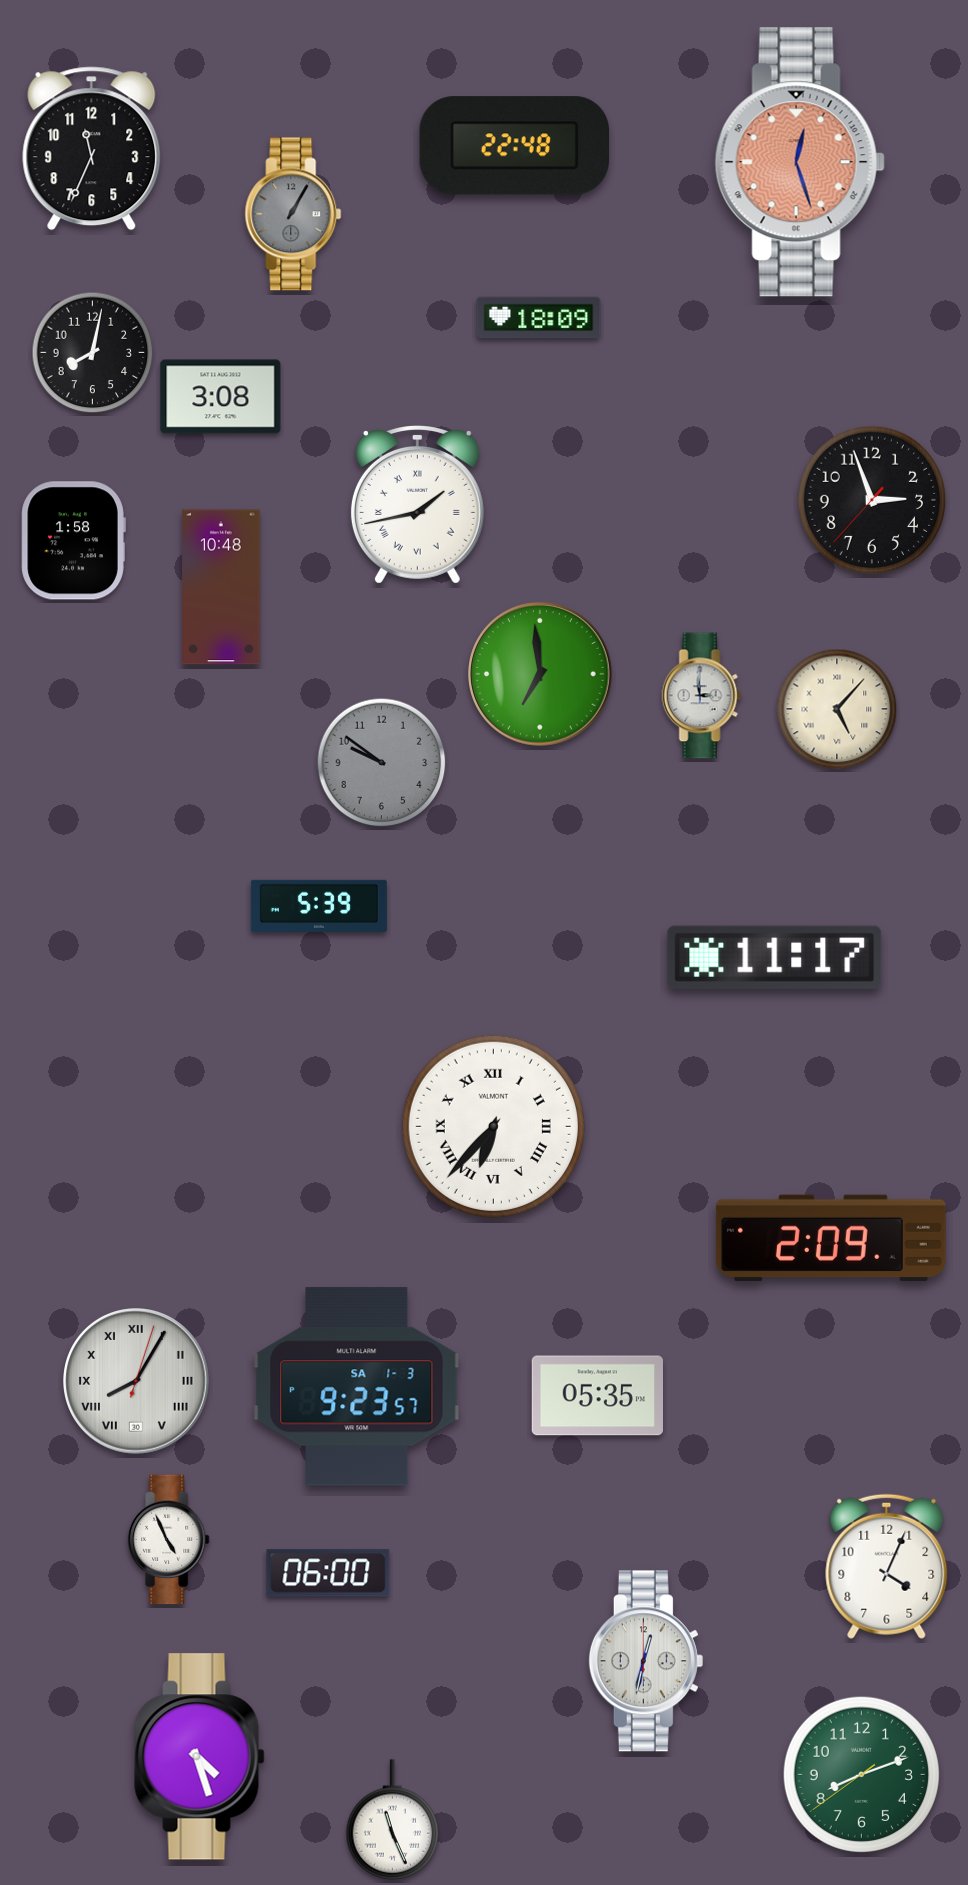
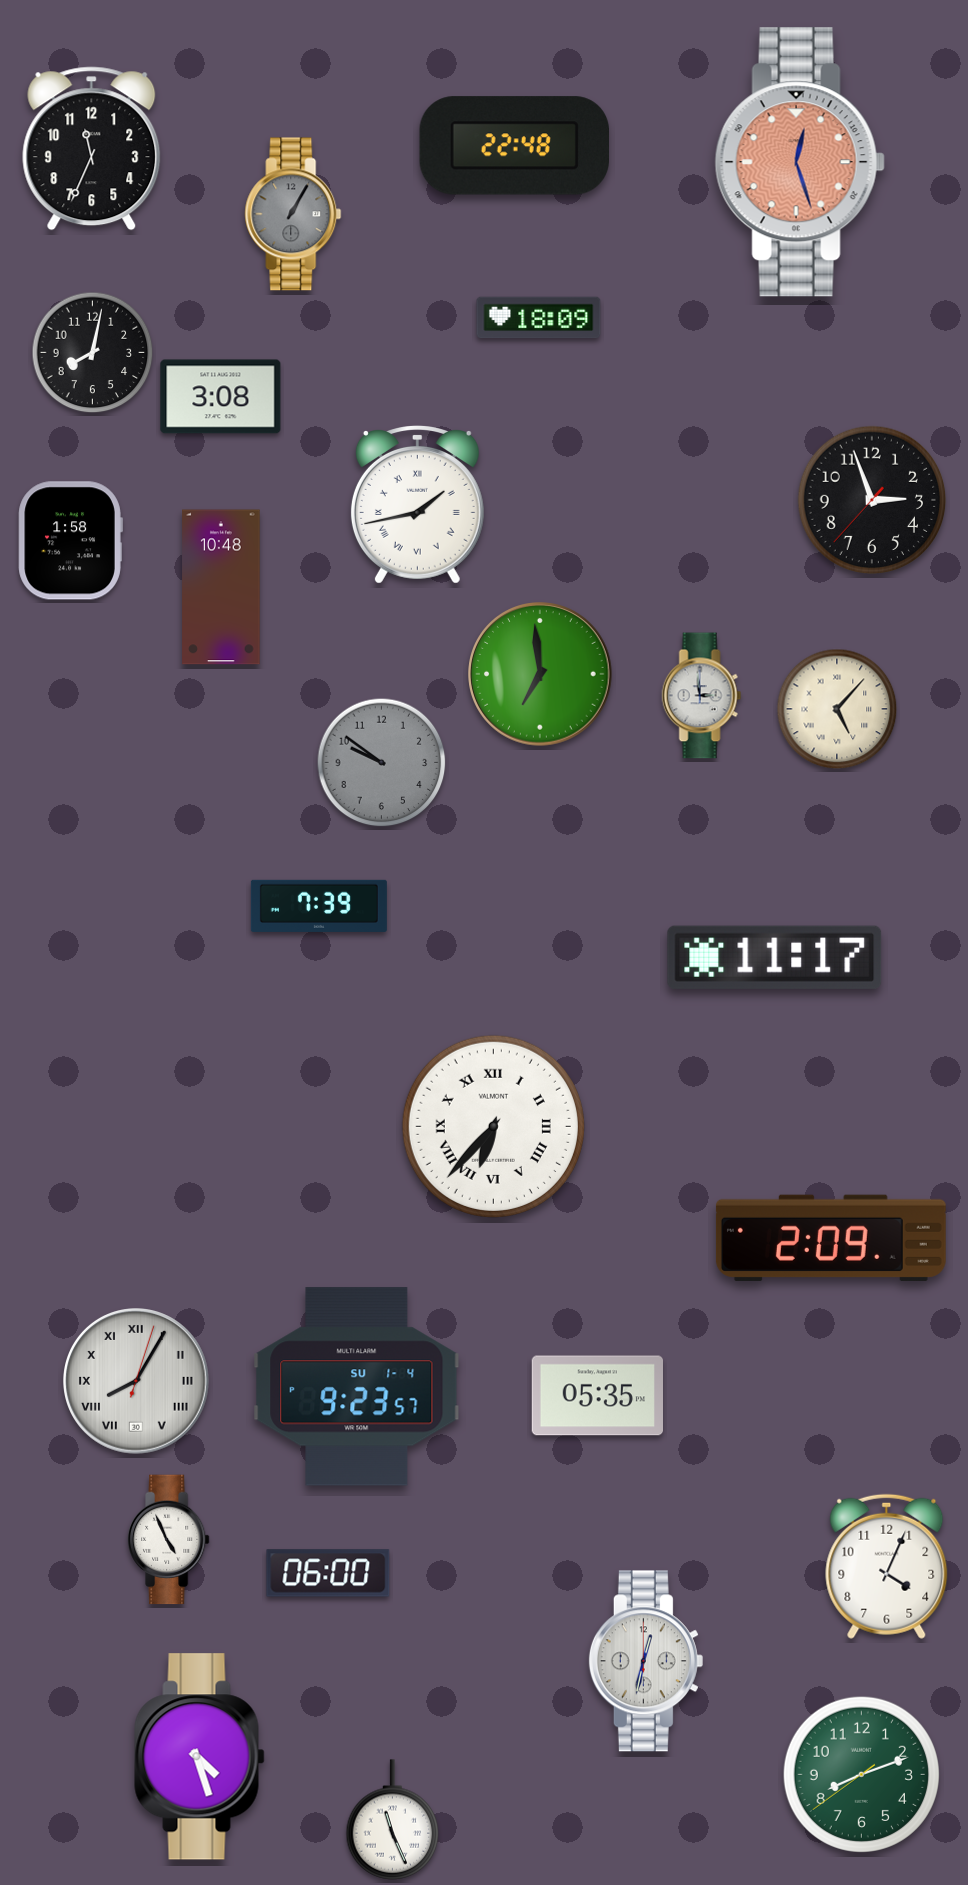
clock at (73, 541) position: (73, 541) -> (70, 541)
clock at (319, 906): 5:39 -> 7:39
clock at (357, 1387) date: SA 1-3 -> SU 1-4
